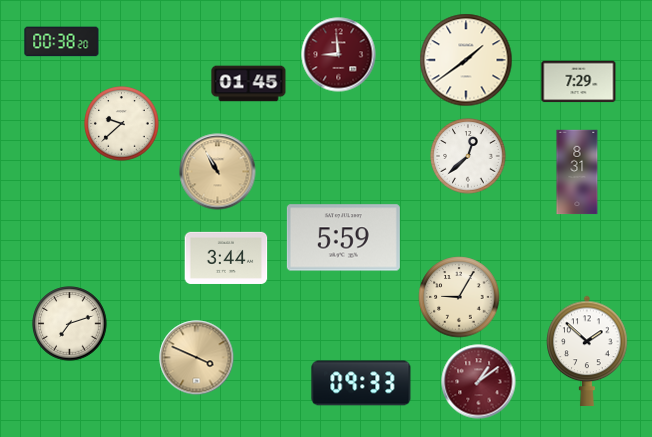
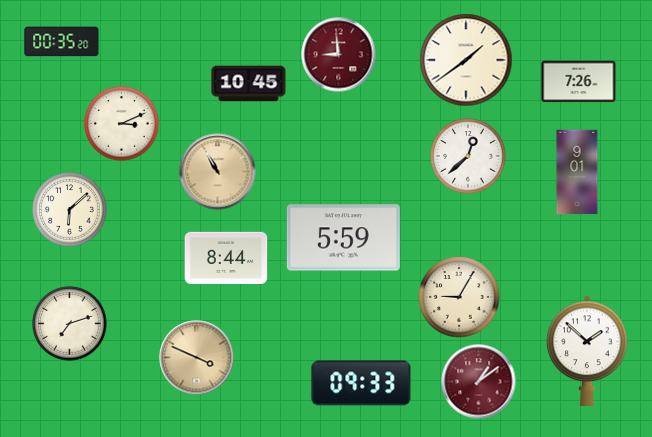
clock at (62, 42): 00:38 -> 00:35
clock at (579, 82): 7:29 -> 7:26
clock at (249, 84): 01:45 -> 10:45
clock at (122, 124): 9:38 -> 3:11
clock at (577, 172): 8:31 -> 9:01
clock at (70, 210): none -> 6:08
clock at (226, 258): 3:44 -> 8:44
